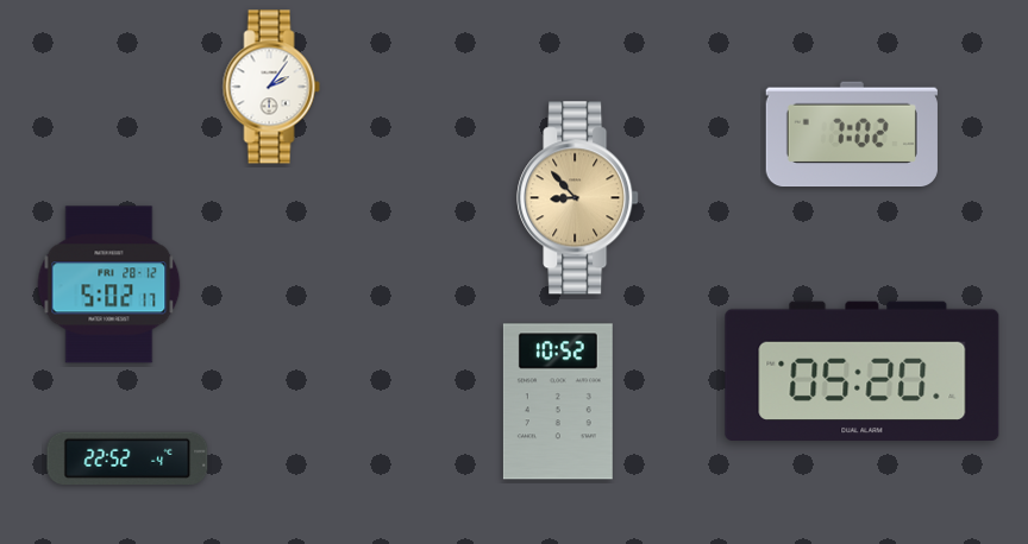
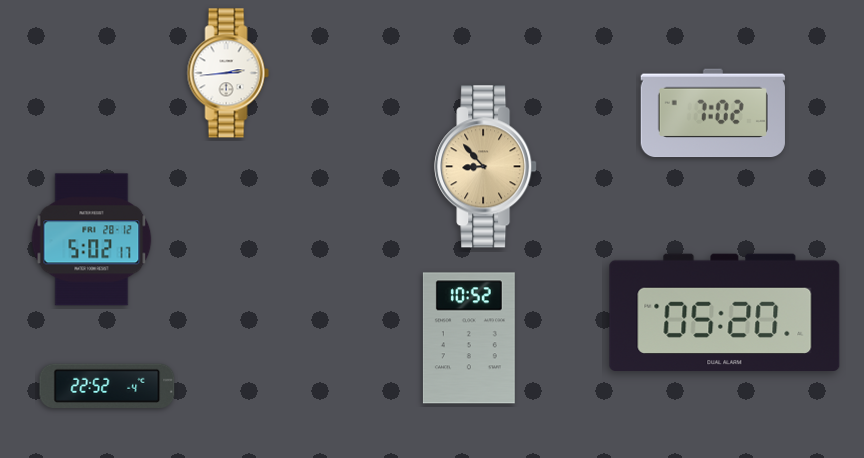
clock at (271, 87): 2:06 -> 2:44
clock at (852, 134) position: (852, 134) -> (713, 113)
